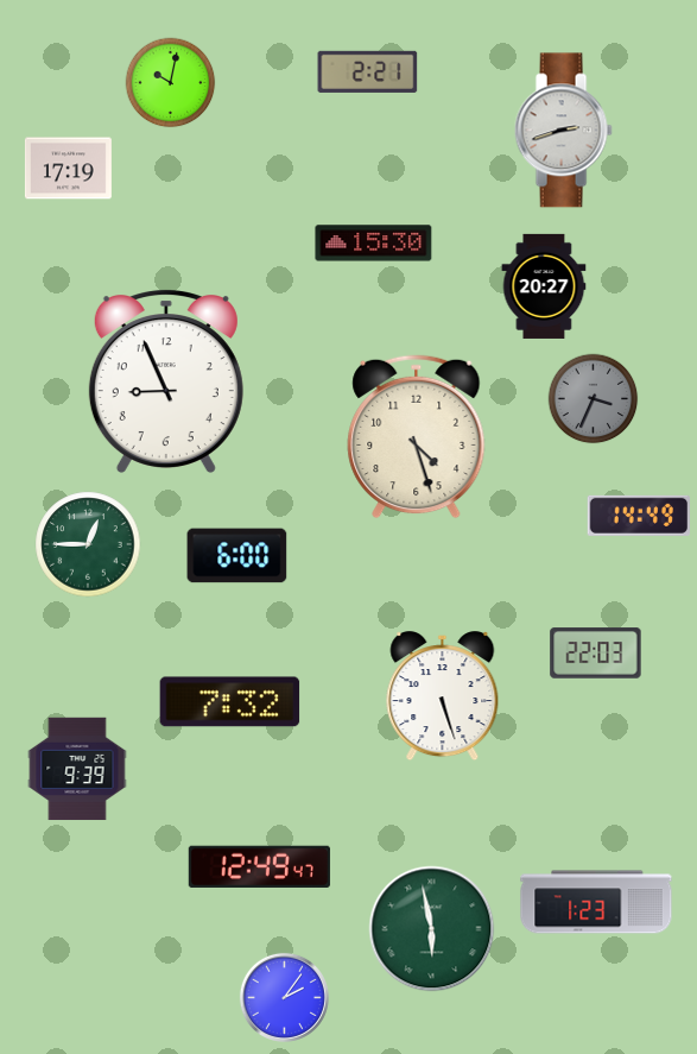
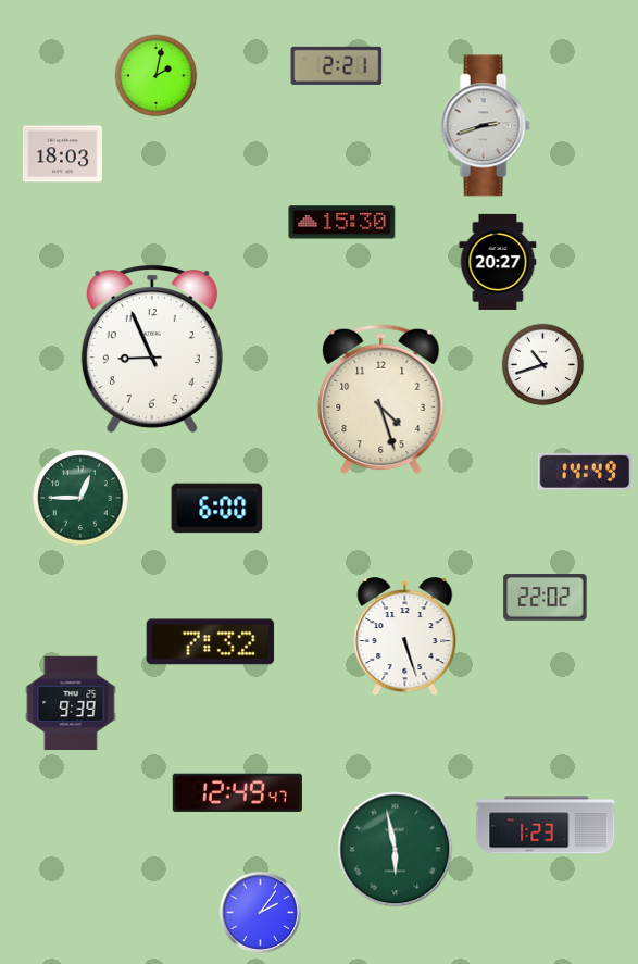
clock at (171, 83): 10:02 -> 2:02
clock at (563, 131) position: (563, 131) -> (485, 126)
clock at (68, 169): 17:19 -> 18:03
clock at (594, 399): 3:34 -> 10:42
clock at (594, 399) dial: grey -> white
clock at (596, 654): 22:03 -> 22:02
